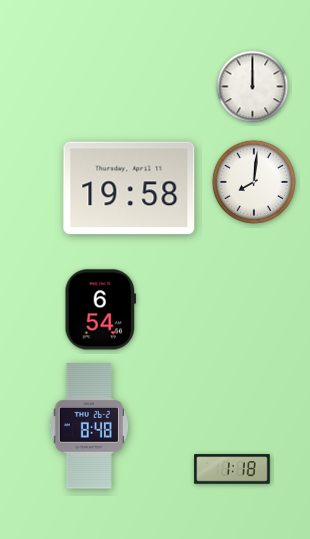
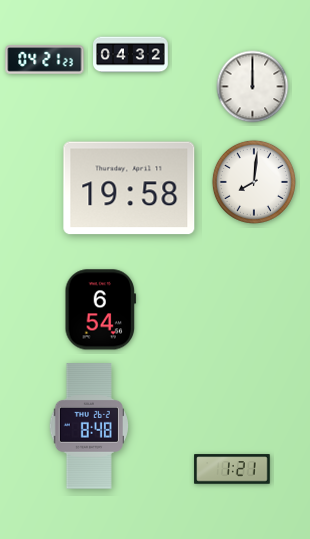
clock at (131, 55): none -> 04:32
clock at (45, 60): none -> 04:21
clock at (232, 469): 1:18 -> 1:21
